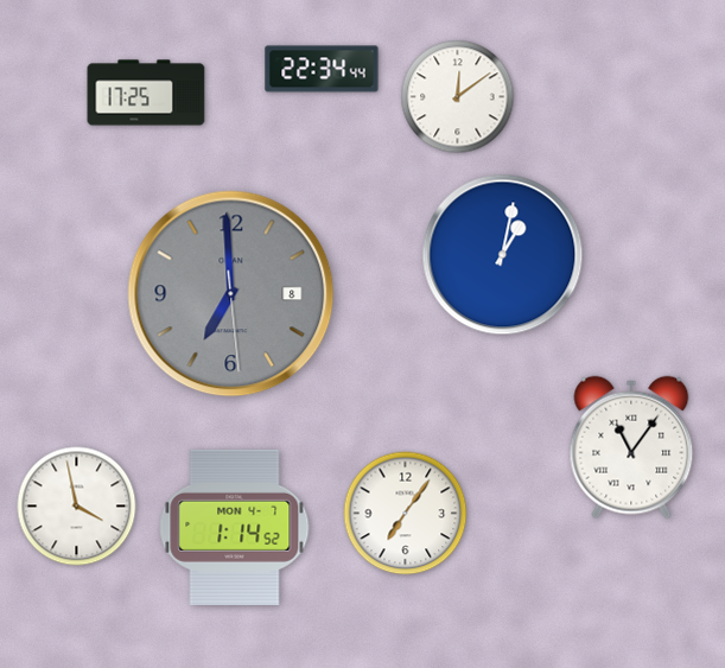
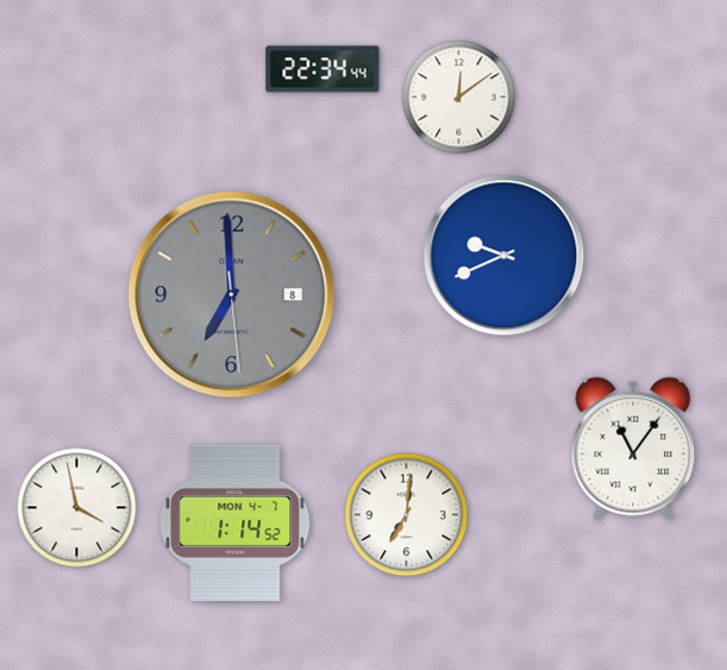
clock at (146, 93): 17:25 -> none
clock at (503, 255): 1:02 -> 9:41
clock at (406, 514): 7:06 -> 7:01
clock at (235, 527) position: (235, 527) -> (236, 522)
